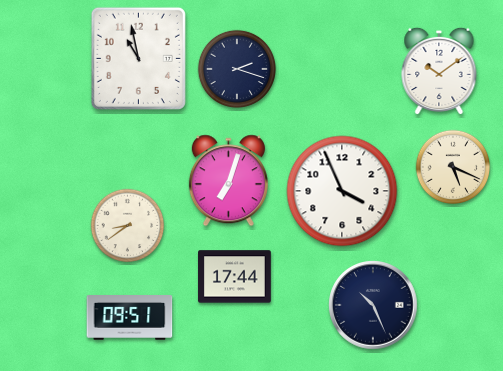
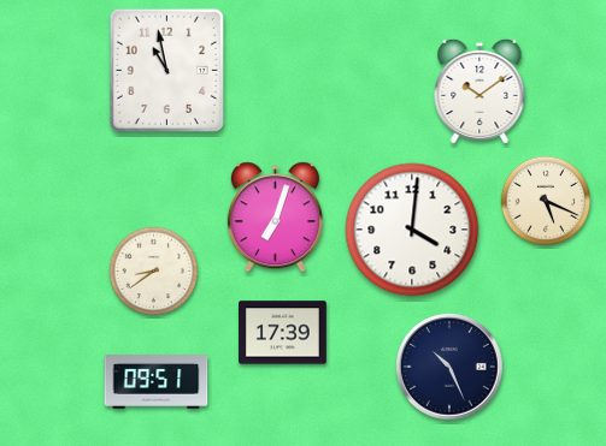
clock at (237, 69): 2:18 -> none
clock at (439, 71) position: (439, 71) -> (479, 91)
clock at (342, 191): 3:56 -> 4:01
clock at (235, 277): 17:44 -> 17:39
